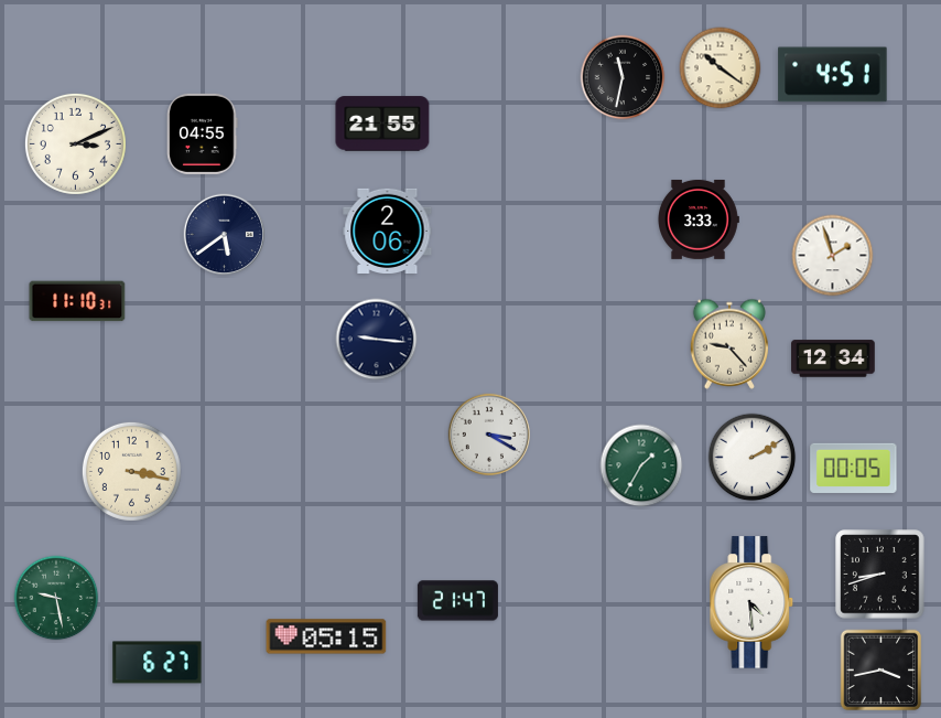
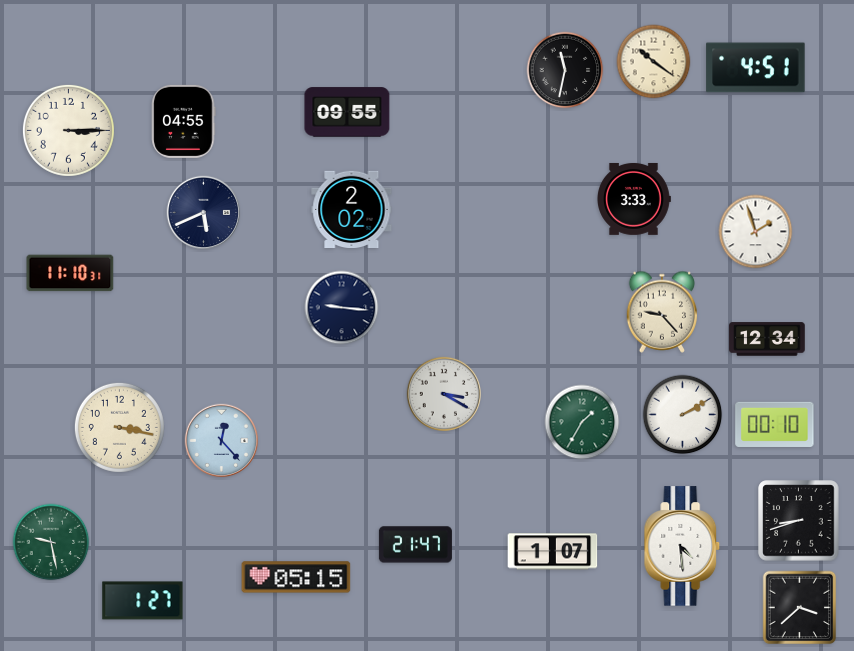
clock at (382, 124): 21:55 -> 09:55
clock at (75, 143): 3:11 -> 3:15
clock at (388, 231): 2:06 -> 2:02
clock at (225, 235): 5:39 -> 5:41
clock at (833, 358) position: (833, 358) -> (767, 339)
clock at (854, 468): 00:05 -> 00:10
clock at (222, 441): none -> 12:23
clock at (553, 552): none -> 1:07
clock at (158, 663): 6:27 -> 1:27
clock at (881, 671): 3:43 -> 3:38
